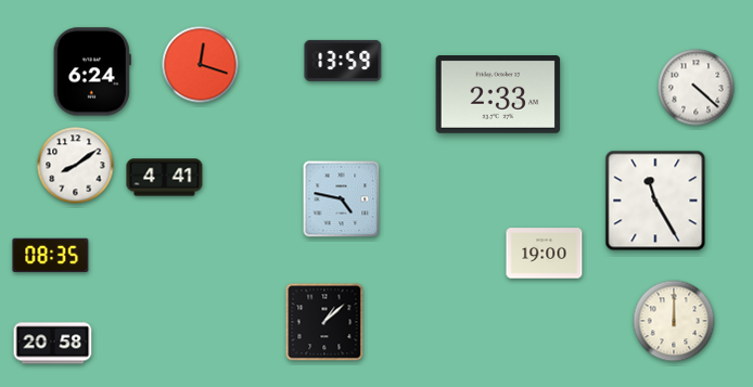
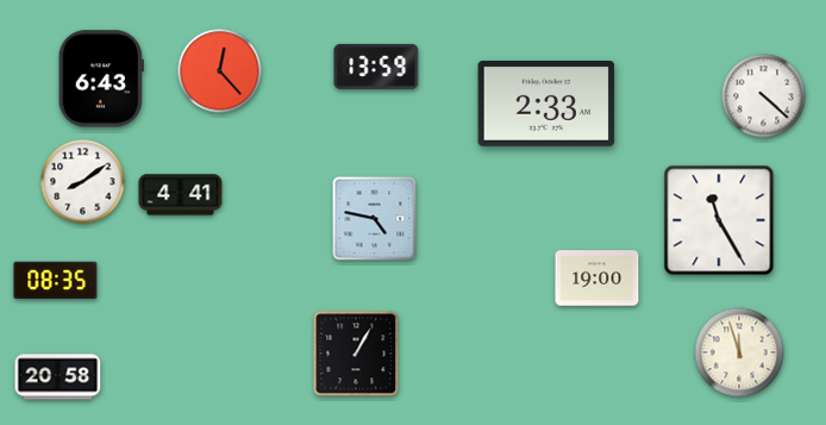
clock at (201, 65): 12:18 -> 12:23
clock at (92, 72): 6:24 -> 6:43
clock at (674, 321): 12:00 -> 11:57
clock at (324, 322): 1:08 -> 1:05
